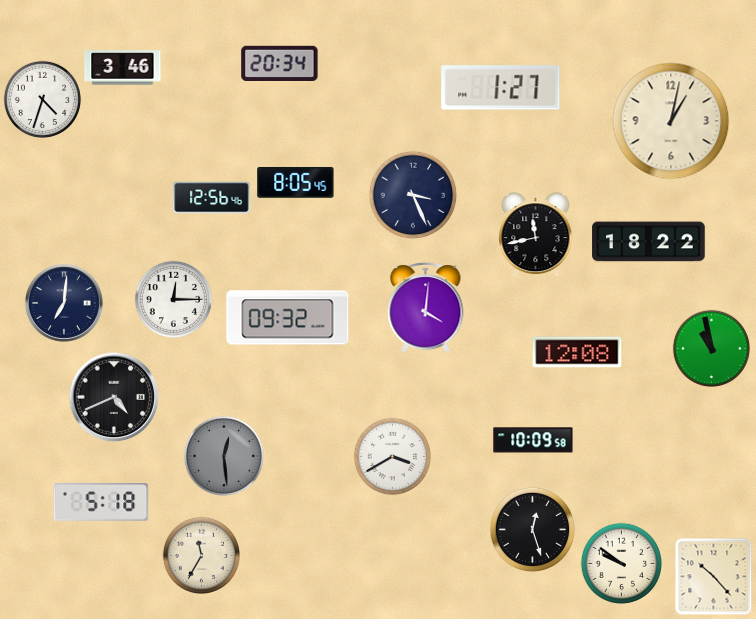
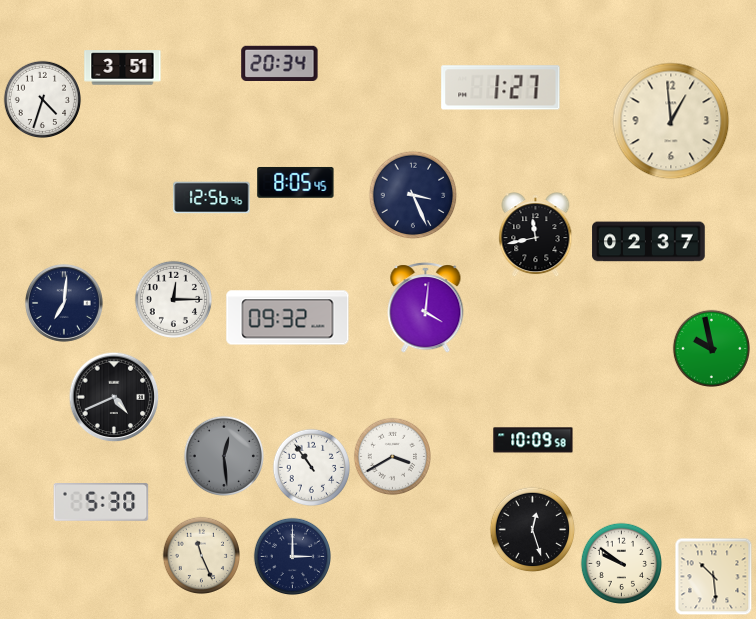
clock at (123, 68): 3:46 -> 3:51
clock at (671, 121): 1:02 -> 12:59
clock at (649, 242): 18:22 -> 02:37
clock at (711, 348): 10:58 -> 9:58
clock at (577, 352): 12:08 -> none
clock at (311, 467): none -> 10:54
clock at (101, 503): 5:18 -> 5:30
clock at (201, 555): 11:35 -> 11:26
clock at (292, 556): none -> 3:00
clock at (713, 576): 10:23 -> 10:29
